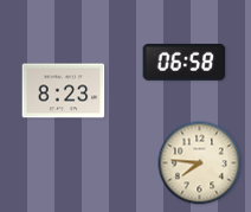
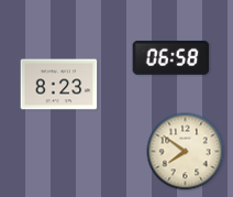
clock at (200, 163): 7:46 -> 7:51
